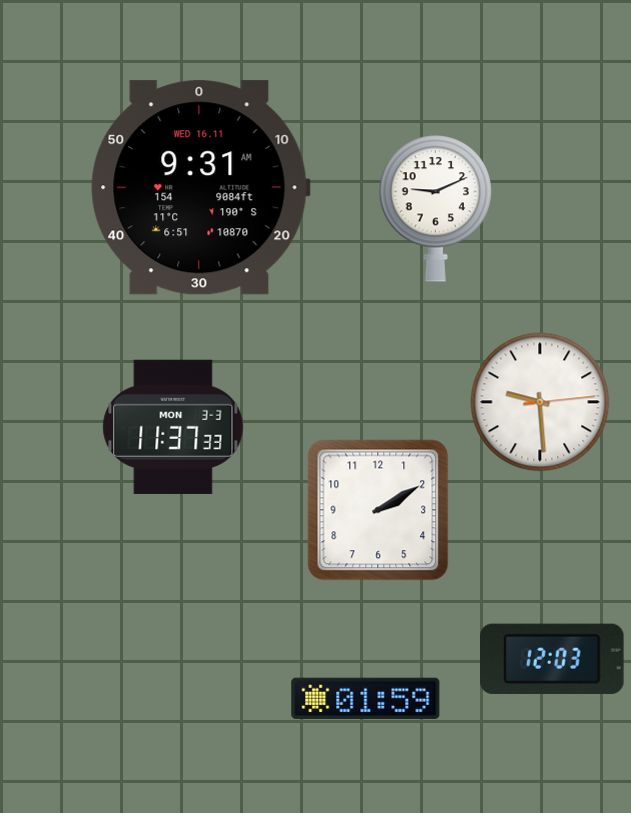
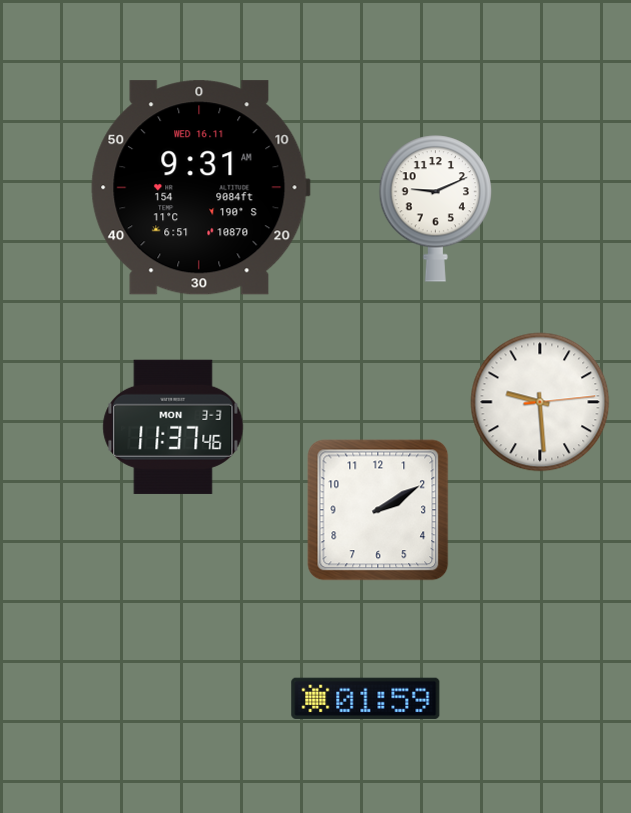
clock at (173, 427): 11:37:33 -> 11:37:46
clock at (553, 659): 12:03 -> none
